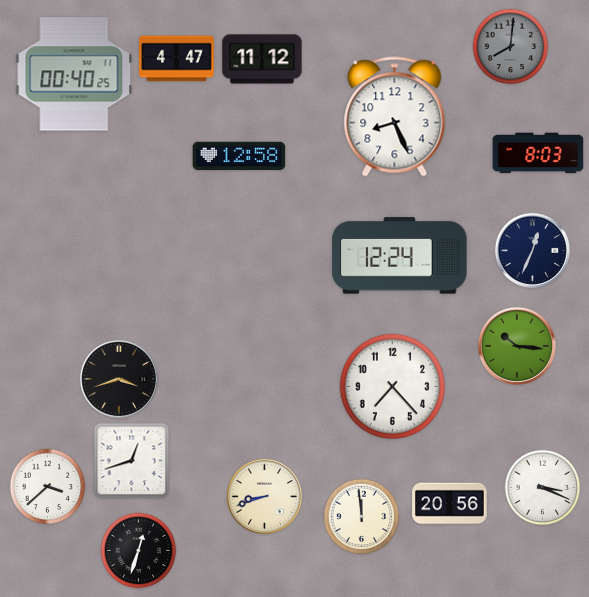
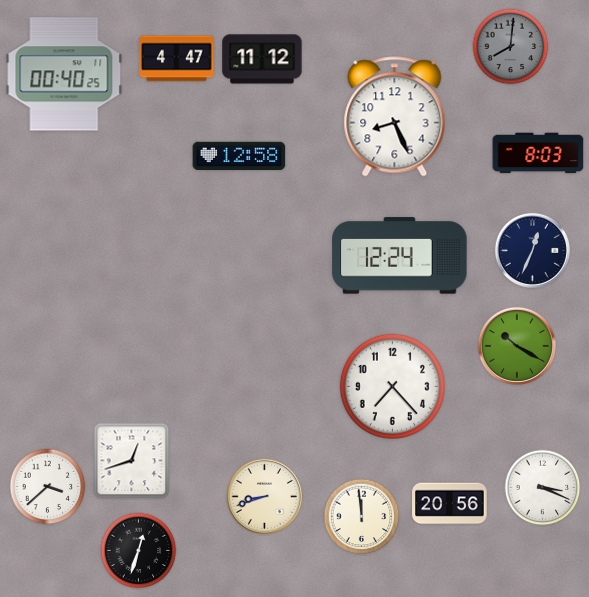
clock at (74, 74) position: (74, 74) -> (64, 74)
clock at (517, 346): 10:16 -> 10:20
clock at (119, 379): 3:42 -> none
